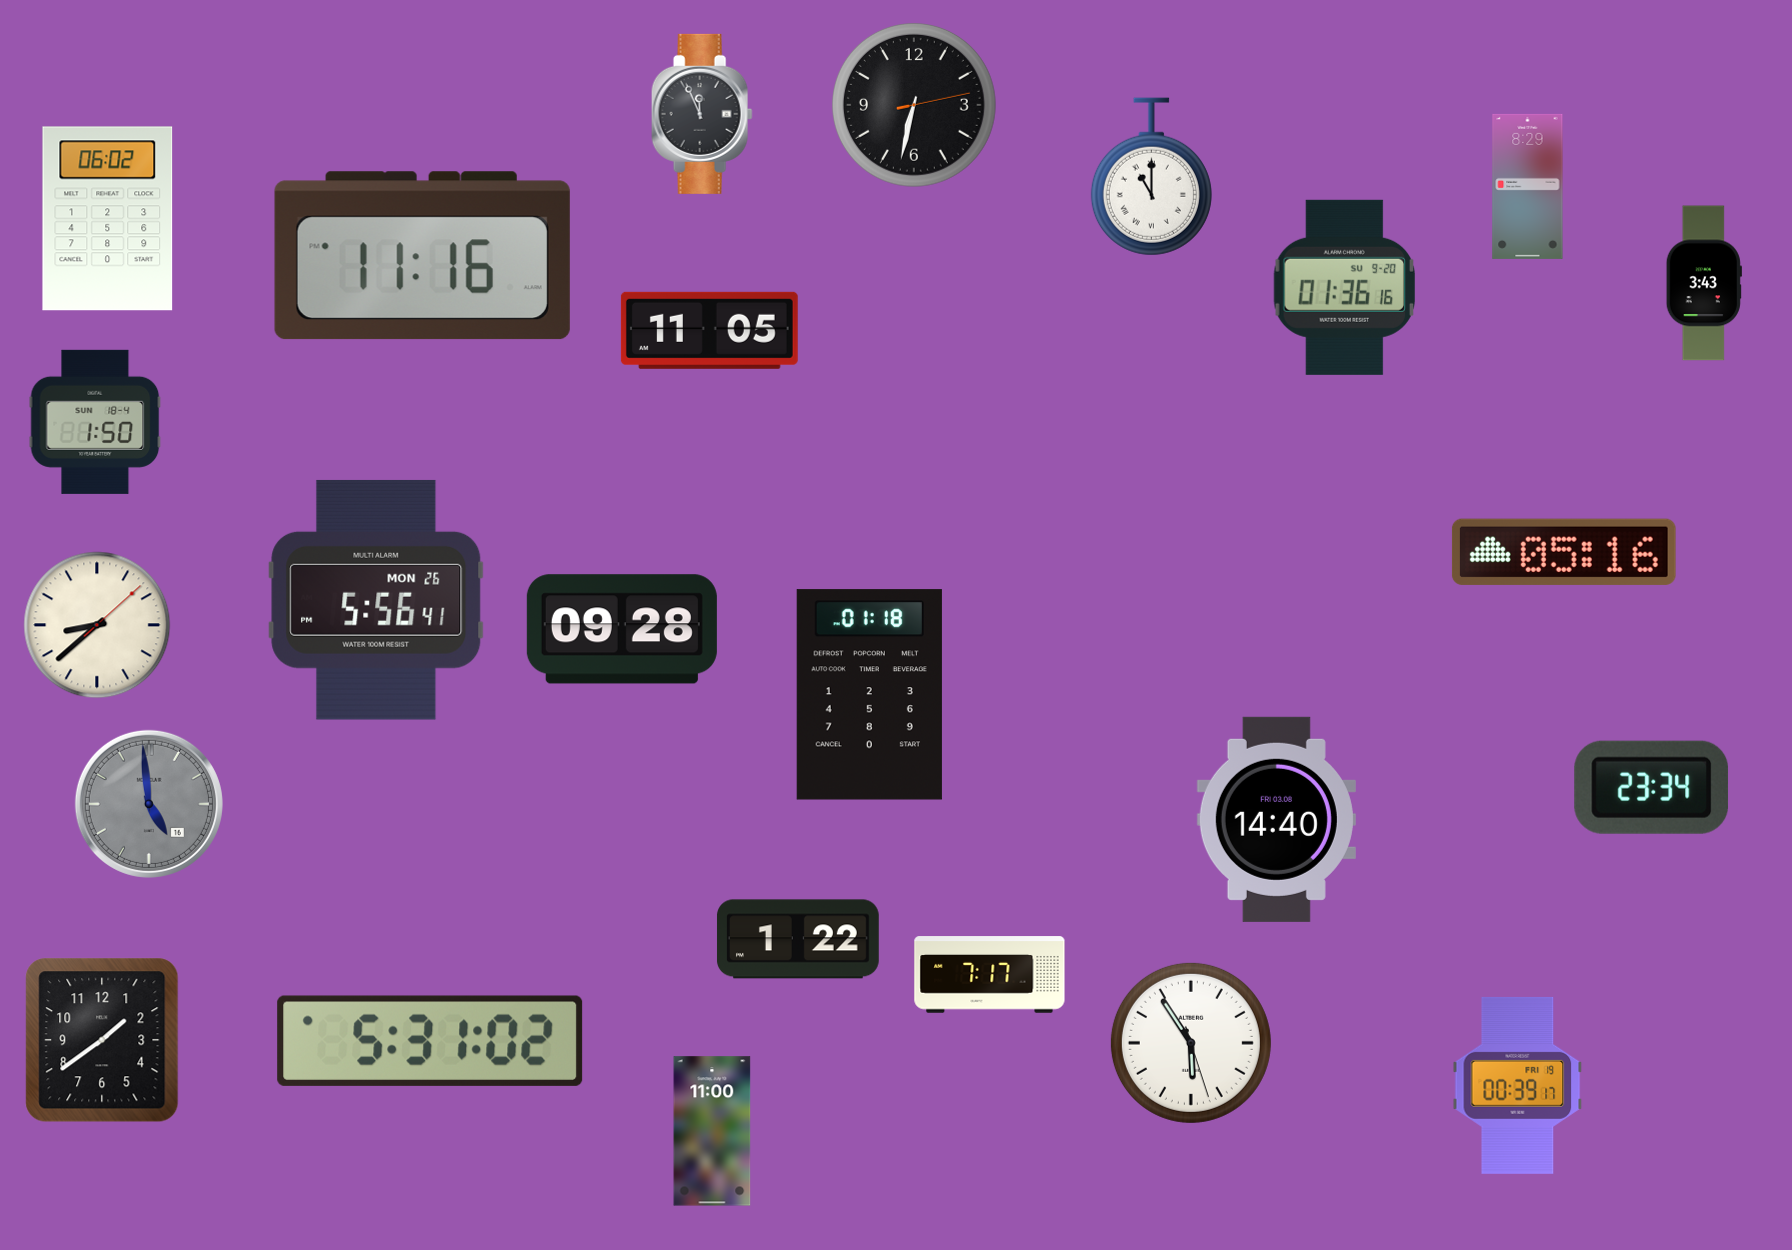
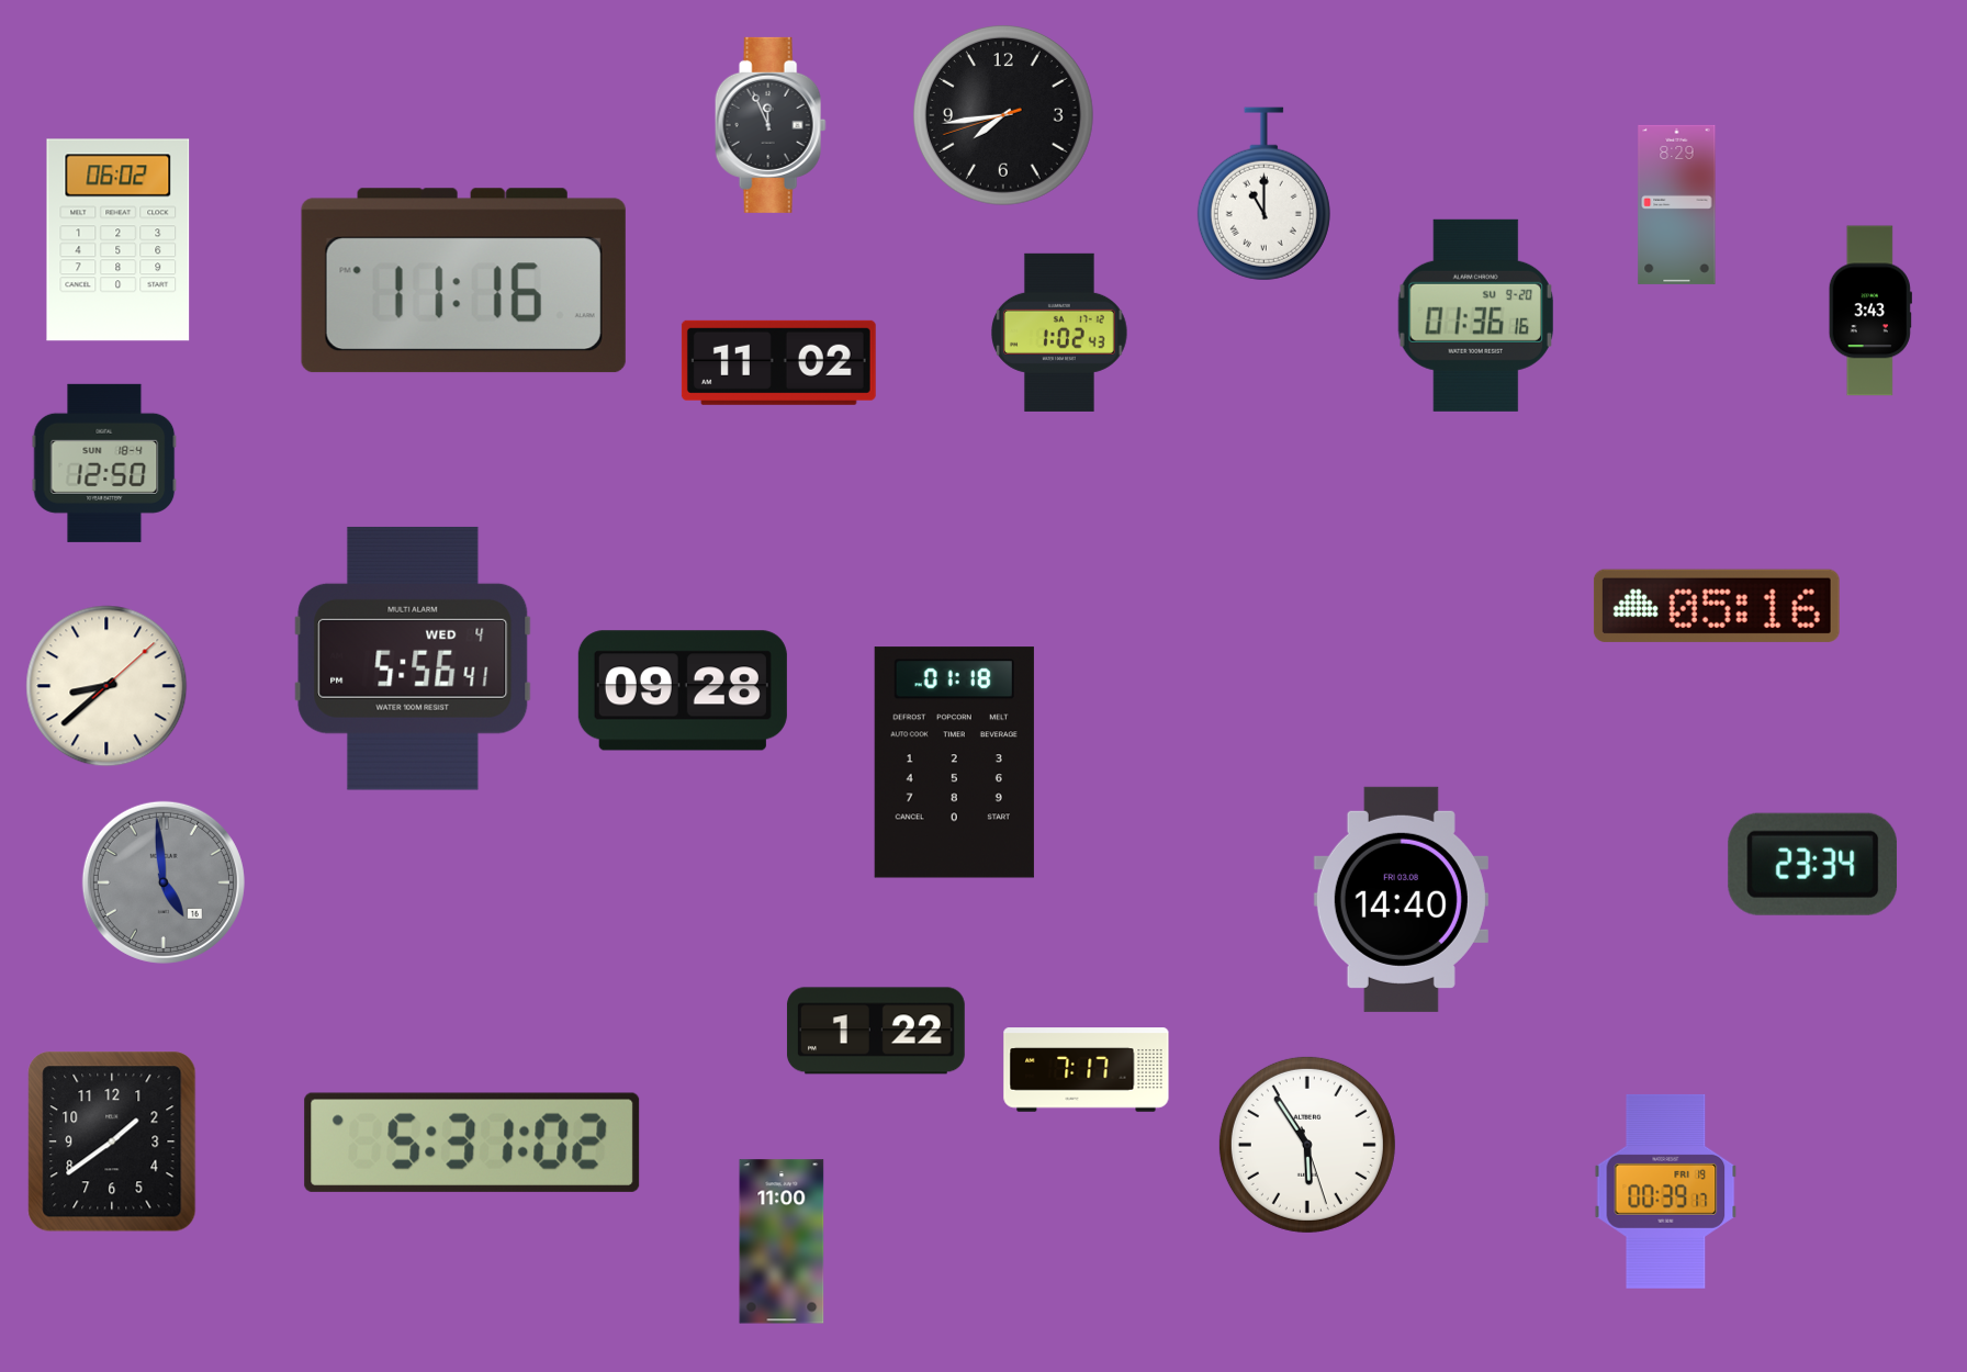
clock at (914, 105): 6:32 -> 7:43
clock at (1060, 333): none -> 1:02
clock at (709, 330): 11:05 -> 11:02
clock at (95, 422): 1:50 -> 12:50
clock at (376, 600) date: MON 26 -> WED 4
